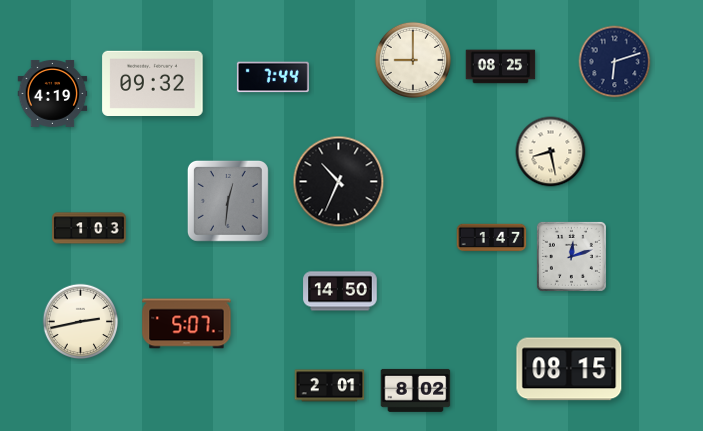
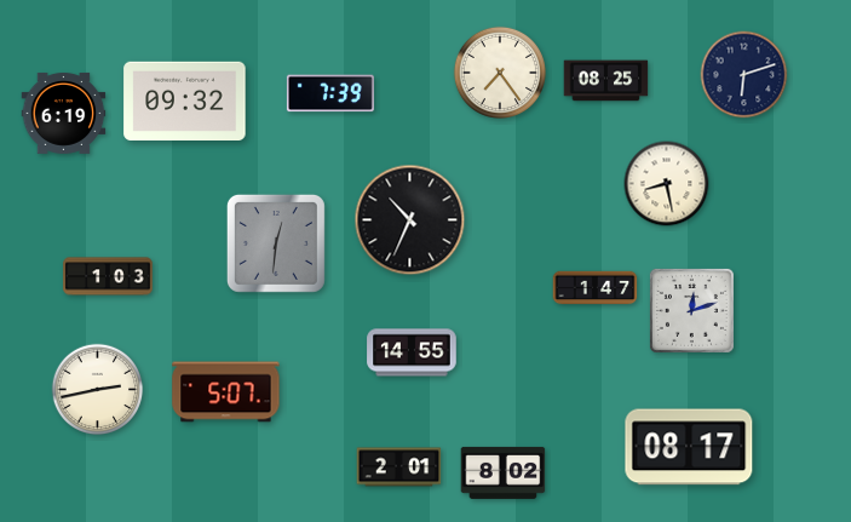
clock at (413, 60): 9:00 -> 7:24
clock at (273, 77): 7:44 -> 7:39
clock at (53, 93): 4:19 -> 6:19
clock at (340, 291): 14:50 -> 14:55
clock at (569, 369): 08:15 -> 08:17
